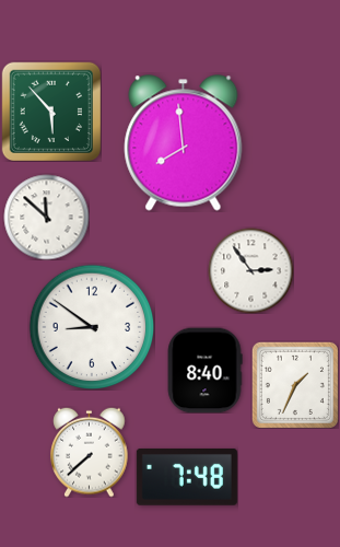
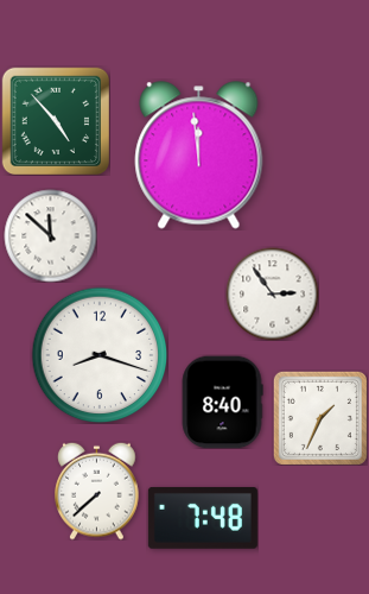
clock at (50, 110): 5:53 -> 4:53
clock at (184, 143): 7:59 -> 11:59
clock at (92, 327): 8:51 -> 8:18
